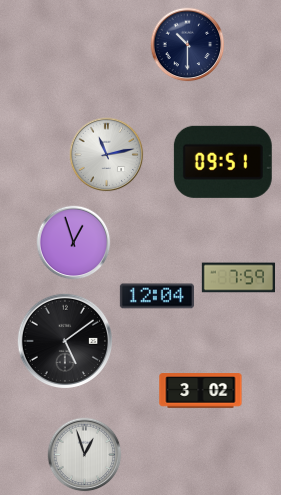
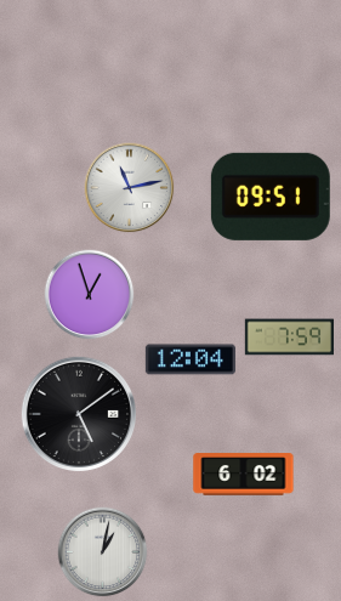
clock at (188, 45): 10:30 -> none
clock at (201, 391): 3:02 -> 6:02
clock at (85, 455): 12:57 -> 1:02
